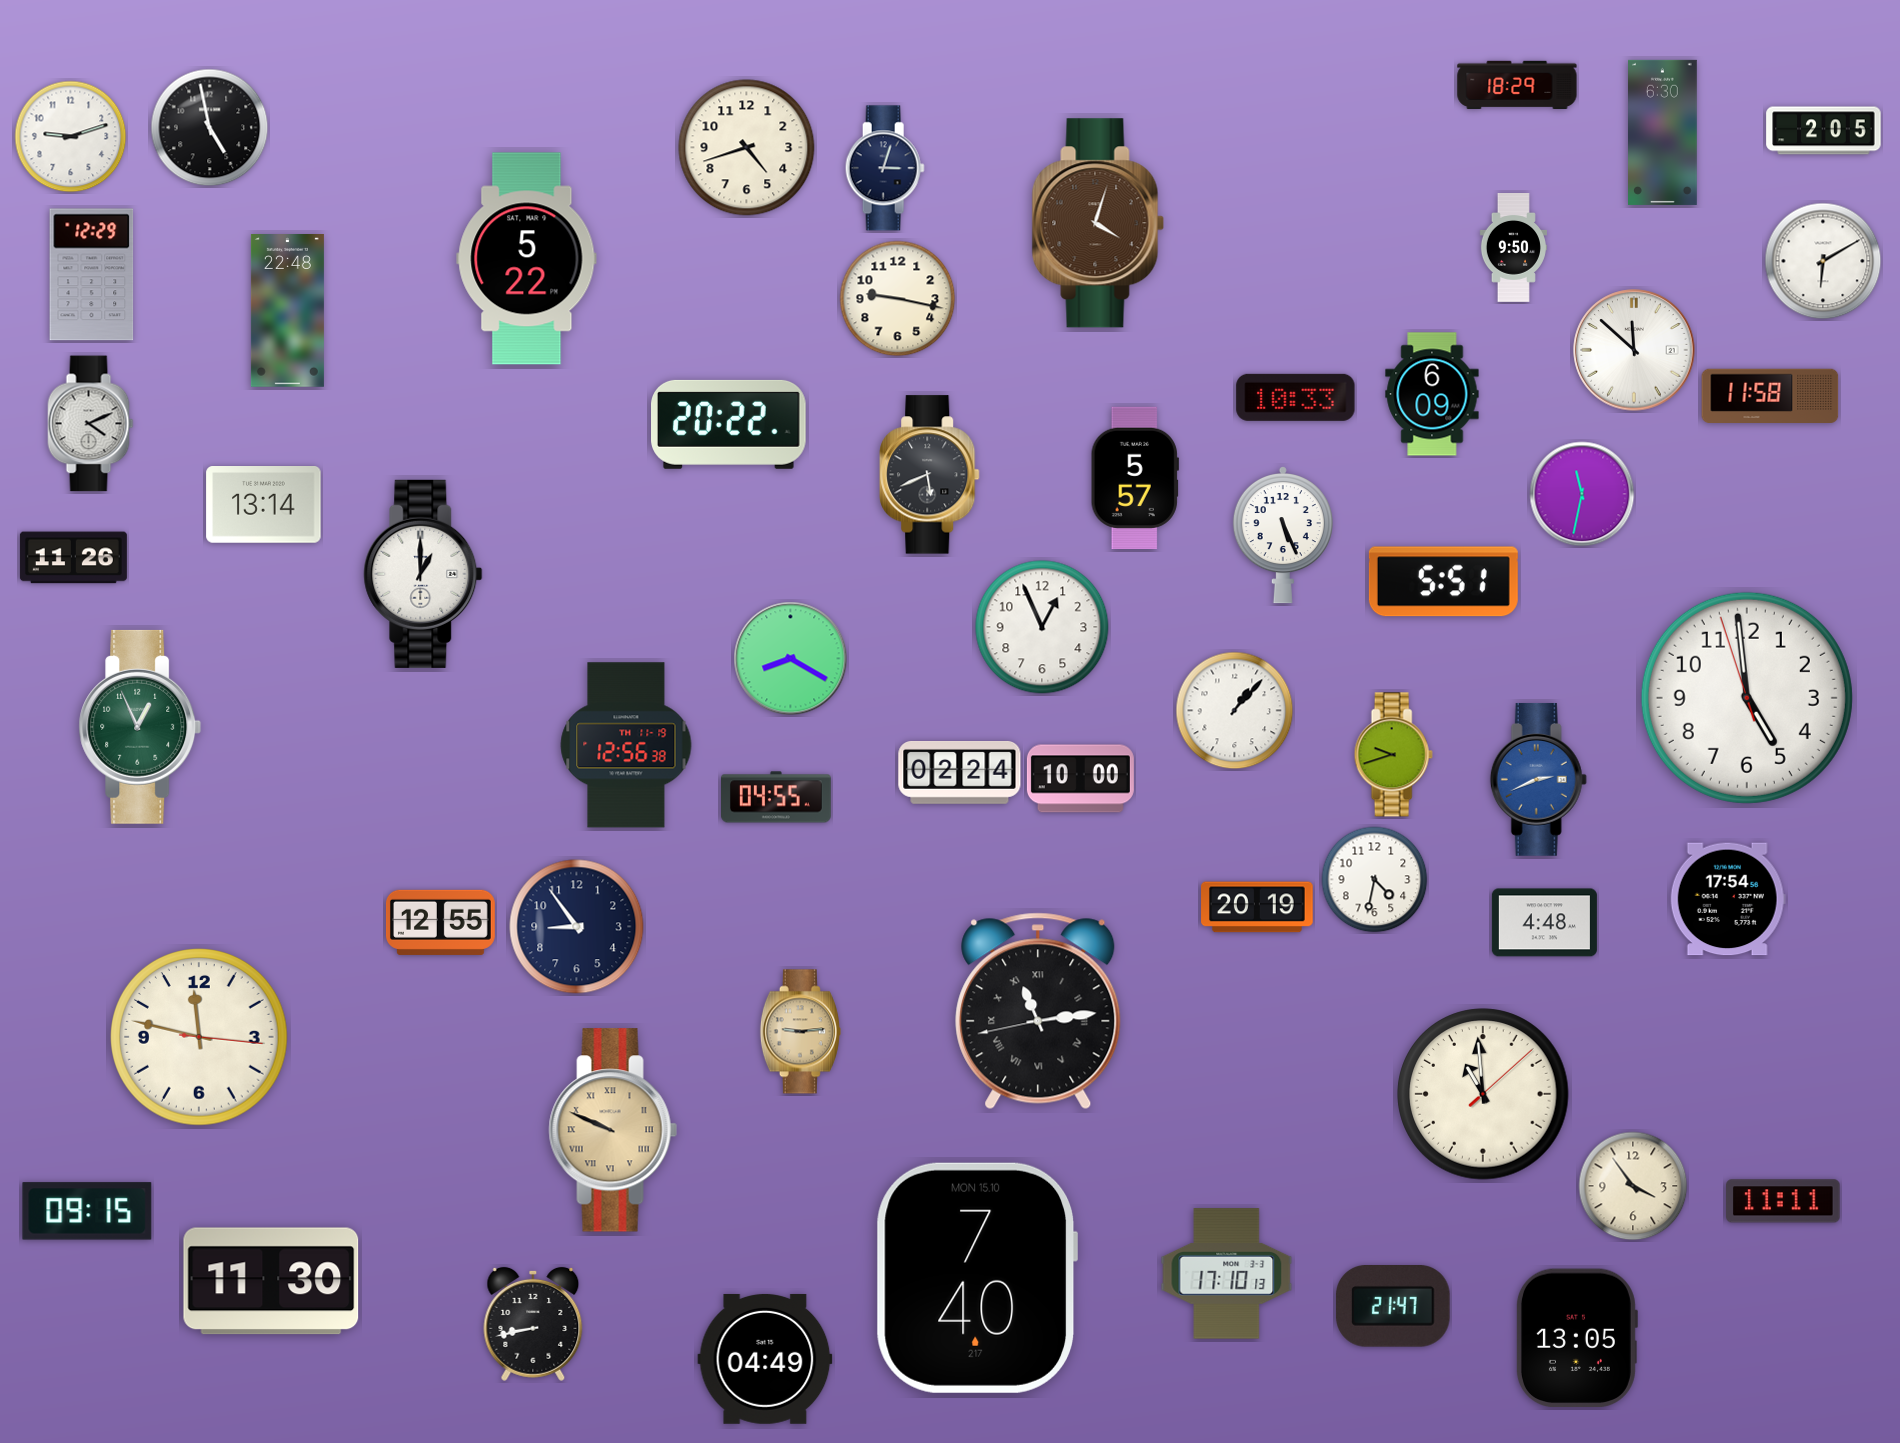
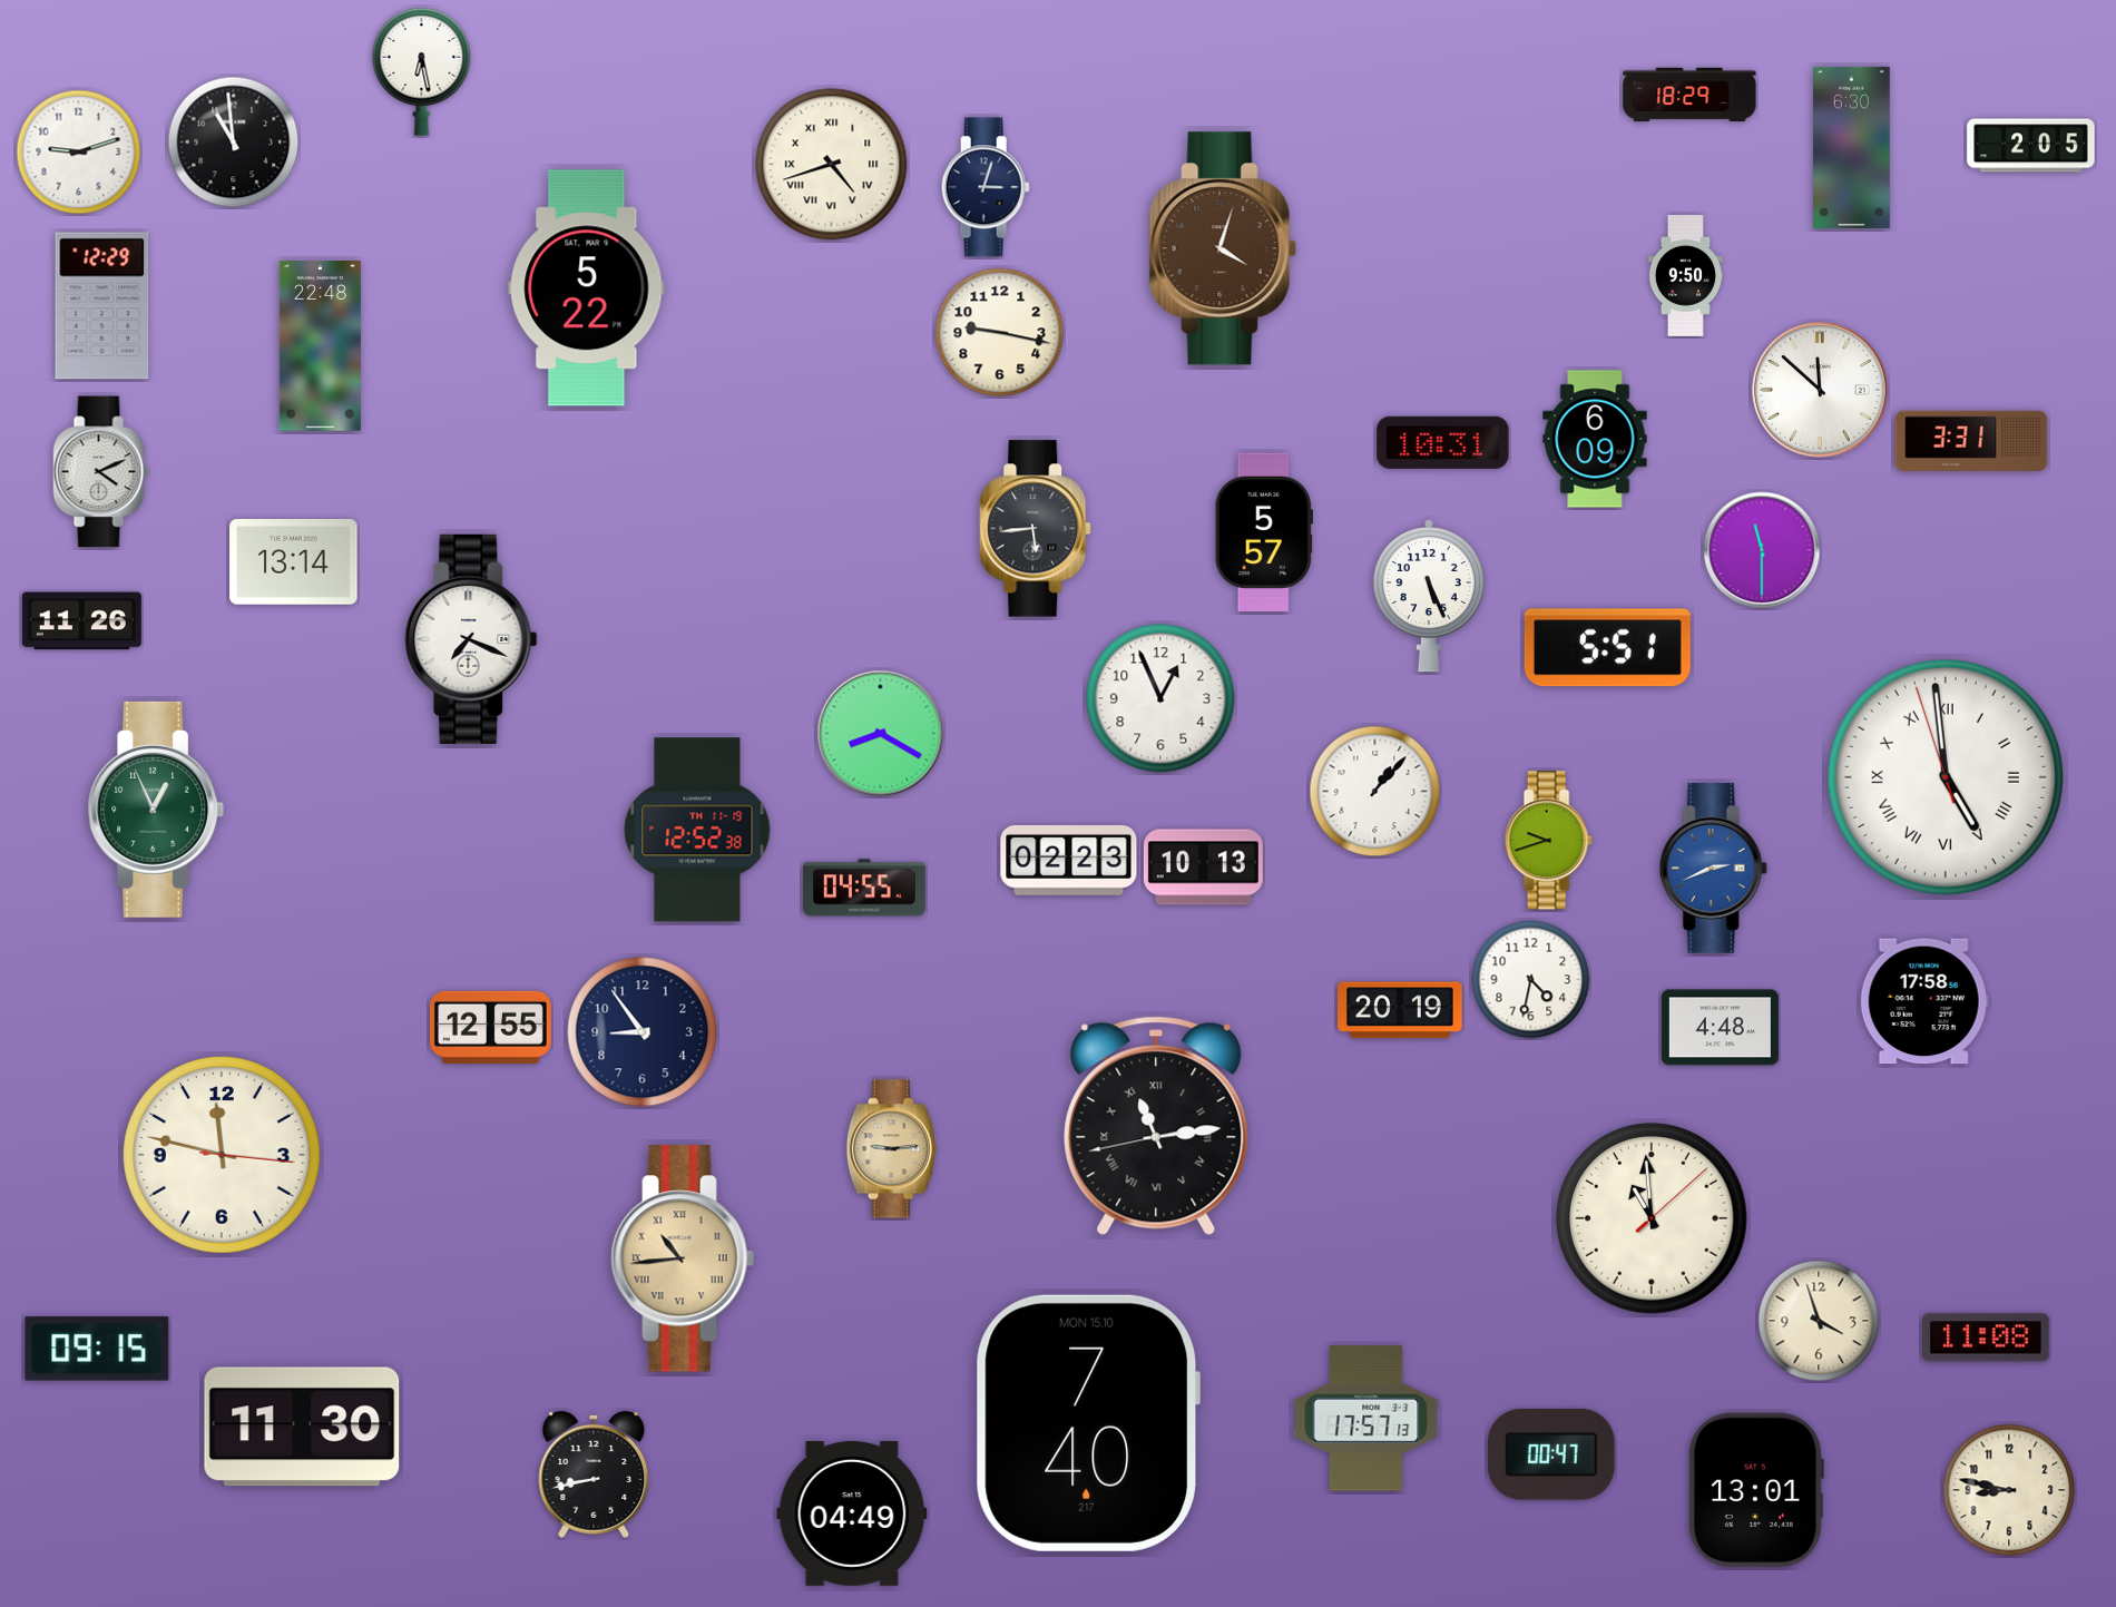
clock at (422, 71): none -> 6:28
clock at (210, 128): 4:58 -> 10:59
clock at (747, 148) numerals: Arabic -> Roman
clock at (1823, 261): 6:10 -> none
clock at (1770, 395): 11:58 -> 3:31
clock at (1296, 397): 10:33 -> 10:31
clock at (729, 424): 20:22 -> none
clock at (930, 475): 5:41 -> 5:44
clock at (1582, 494): 11:32 -> 11:30
clock at (423, 574): 1:00 -> 7:19
clock at (1747, 698) numerals: Arabic -> Roman
clock at (626, 745): 12:56 -> 12:52
clock at (1393, 755) position: (1393, 755) -> (1548, 841)
clock at (960, 772): 02:24 -> 02:23
clock at (1080, 779): 10:00 -> 10:13
clock at (1728, 899): 17:54 -> 17:58
clock at (613, 1130): 9:49 -> 10:44
clock at (1633, 1186): 3:54 -> 3:57
clock at (1783, 1201): 11:11 -> 11:08
clock at (1227, 1274): 17:10 -> 17:57
clock at (1393, 1306): 21:47 -> 00:47
clock at (1576, 1338): 13:05 -> 13:01
clock at (2009, 1490): none -> 8:47
